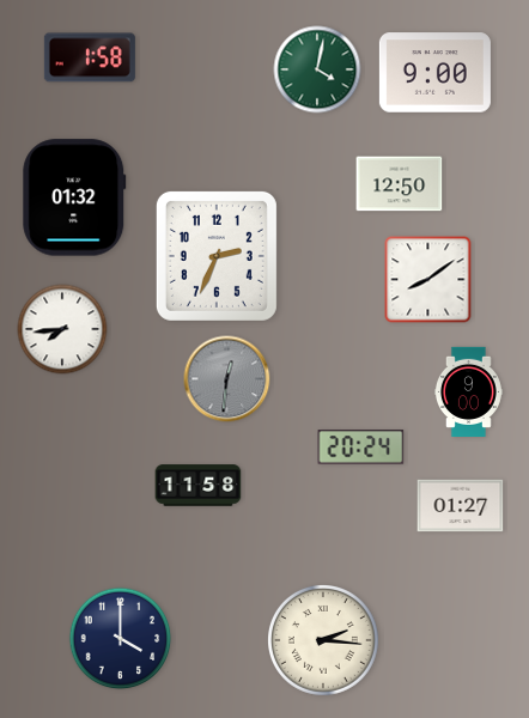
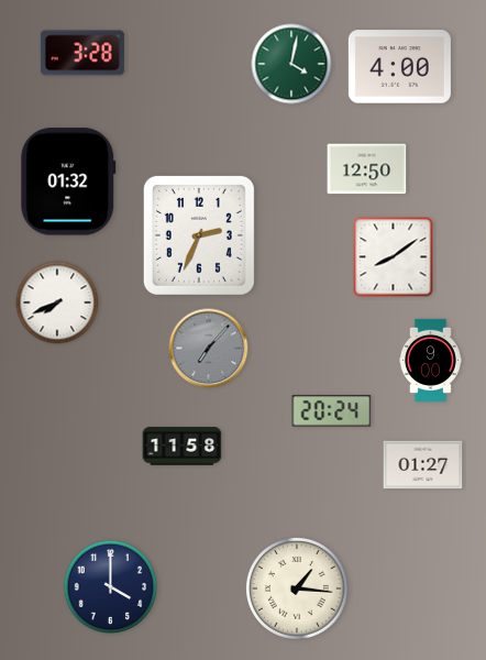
clock at (90, 57): 1:58 -> 3:28
clock at (434, 73): 9:00 -> 4:00
clock at (62, 329): 7:44 -> 7:41
clock at (227, 379): 12:31 -> 7:07
clock at (323, 640): 2:16 -> 1:16
